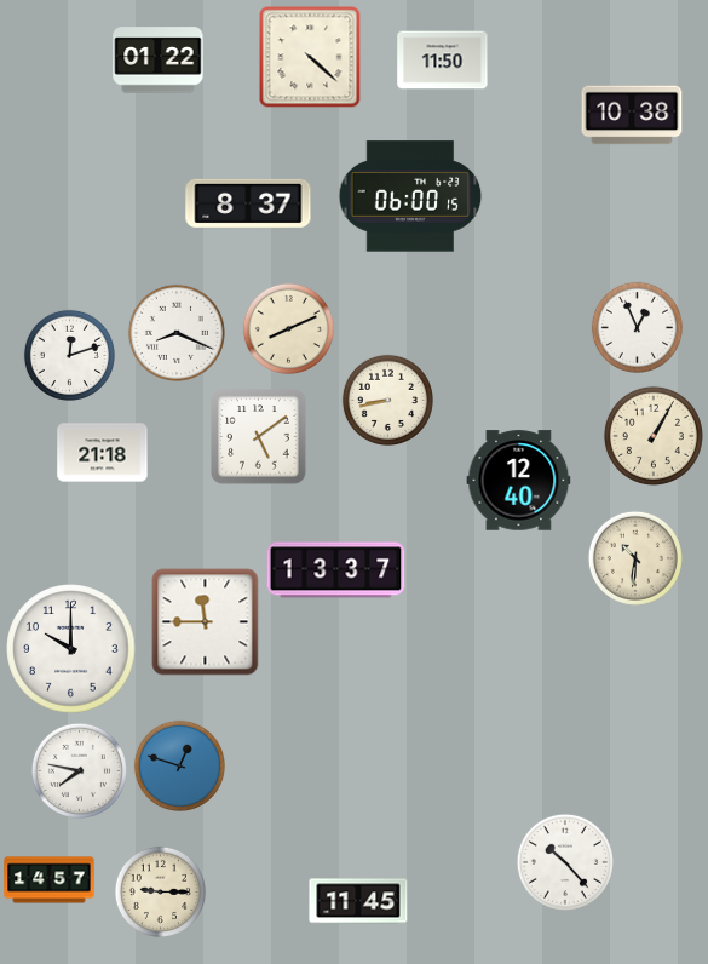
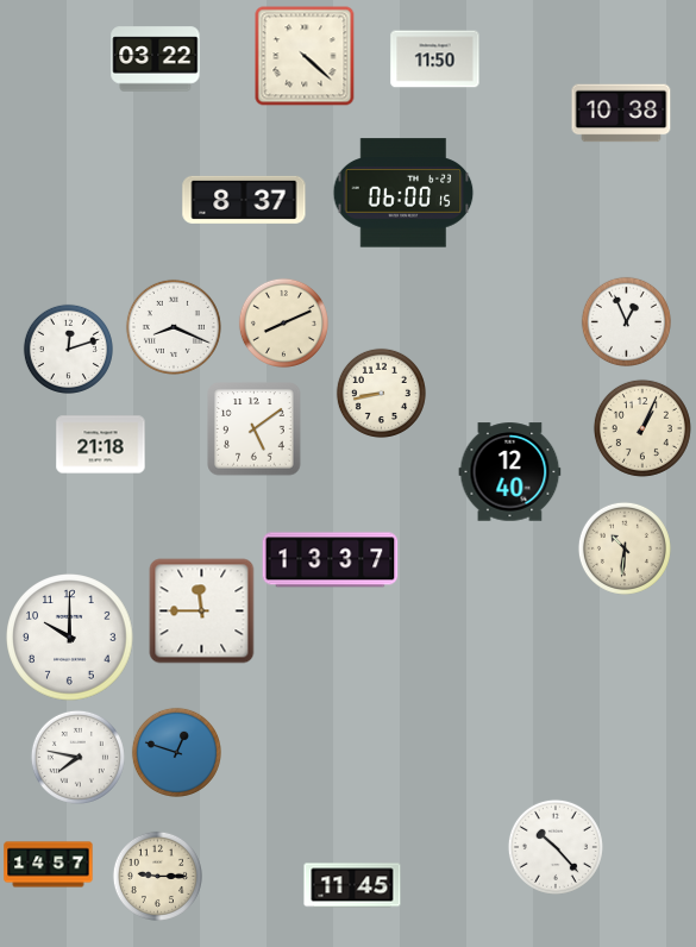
clock at (159, 61): 01:22 -> 03:22
clock at (654, 436): 1:05 -> 1:04
